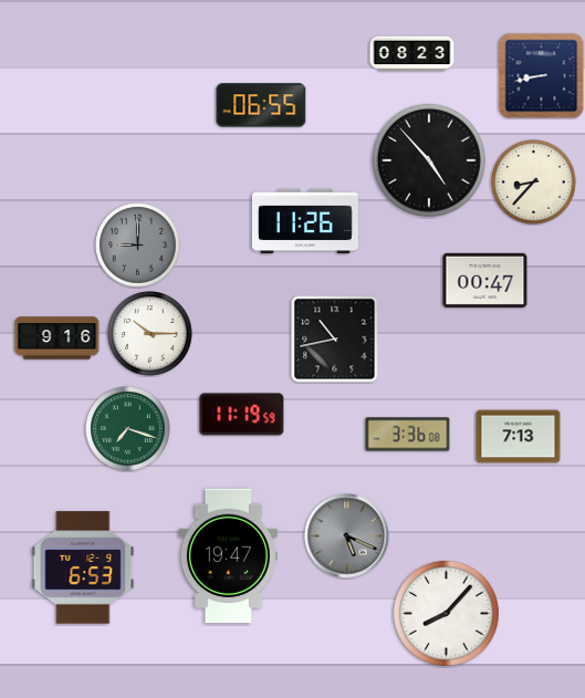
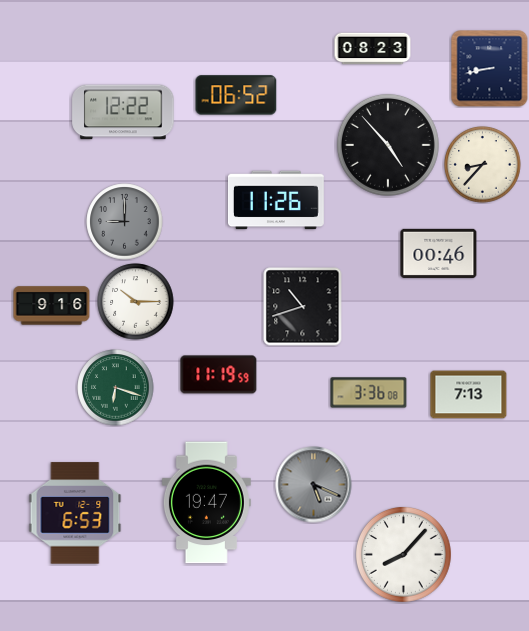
clock at (261, 105): 06:55 -> 06:52
clock at (123, 112): none -> 12:22
clock at (485, 280): 00:47 -> 00:46
clock at (335, 340): 10:43 -> 10:42
clock at (128, 429): 7:18 -> 6:18
